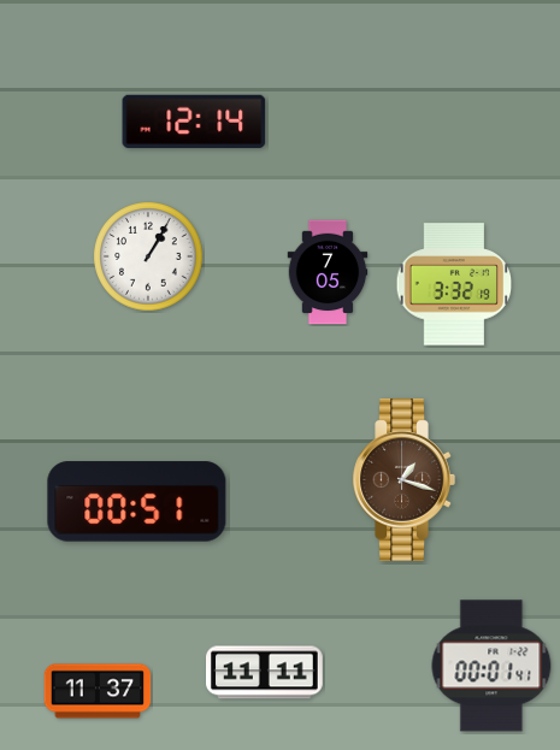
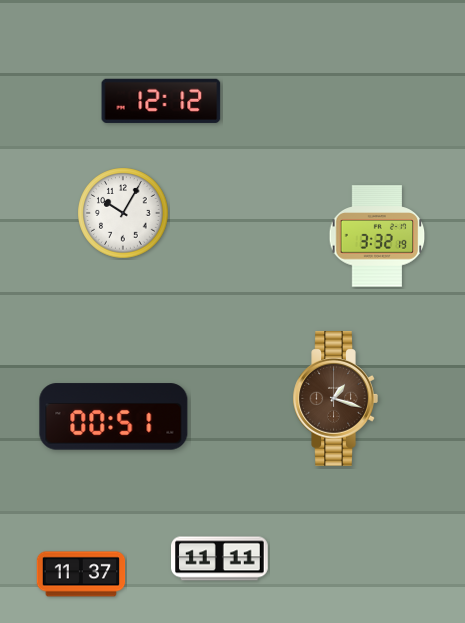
clock at (194, 122): 12:14 -> 12:12
clock at (148, 256): 1:05 -> 10:05
clock at (328, 272): 7:05 -> none
clock at (491, 666): 00:01 -> none
